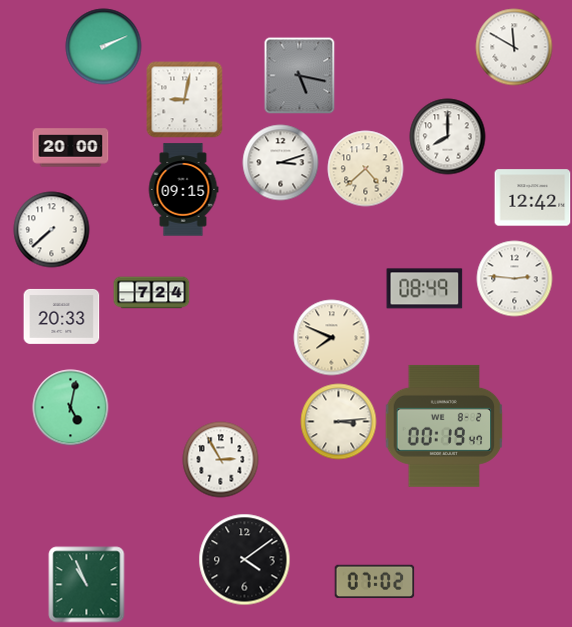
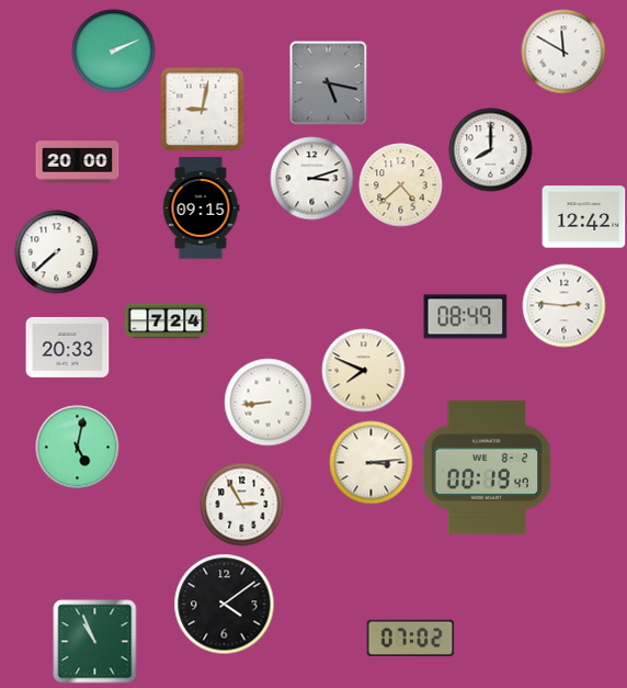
clock at (281, 163) position: (281, 163) -> (312, 179)
clock at (269, 403): none -> 8:44
clock at (245, 560) position: (245, 560) -> (225, 605)
